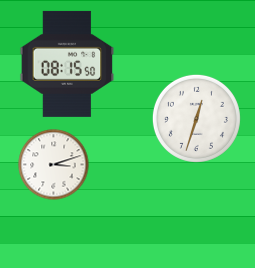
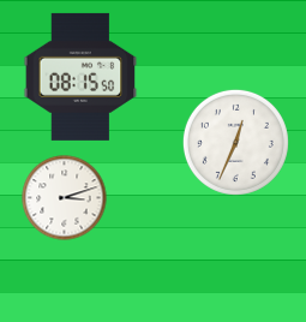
clock at (196, 118): 12:33 -> 12:34
